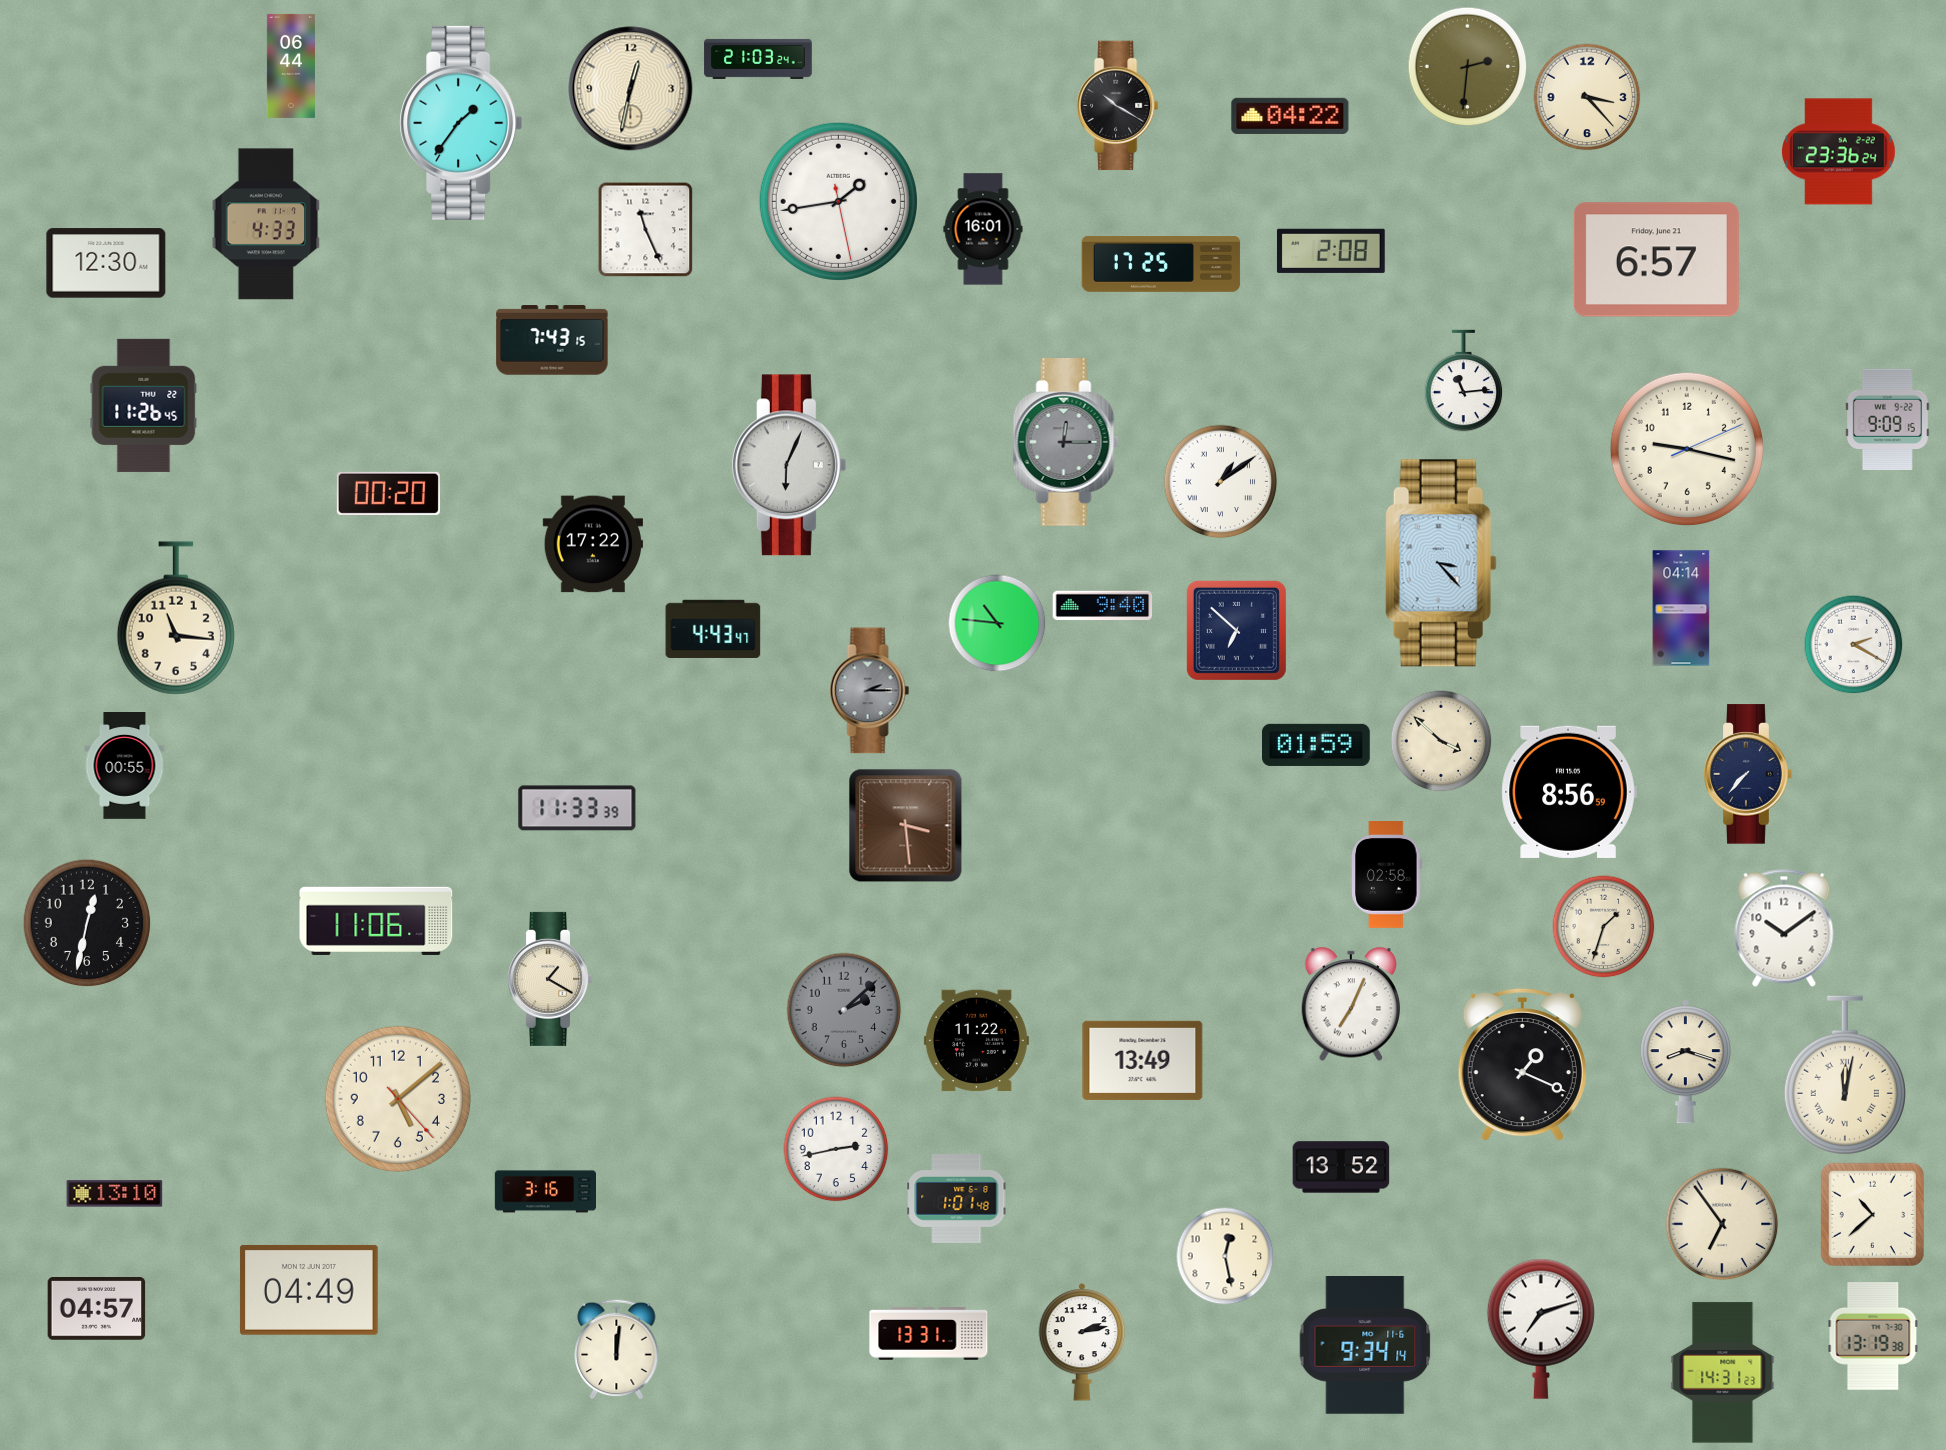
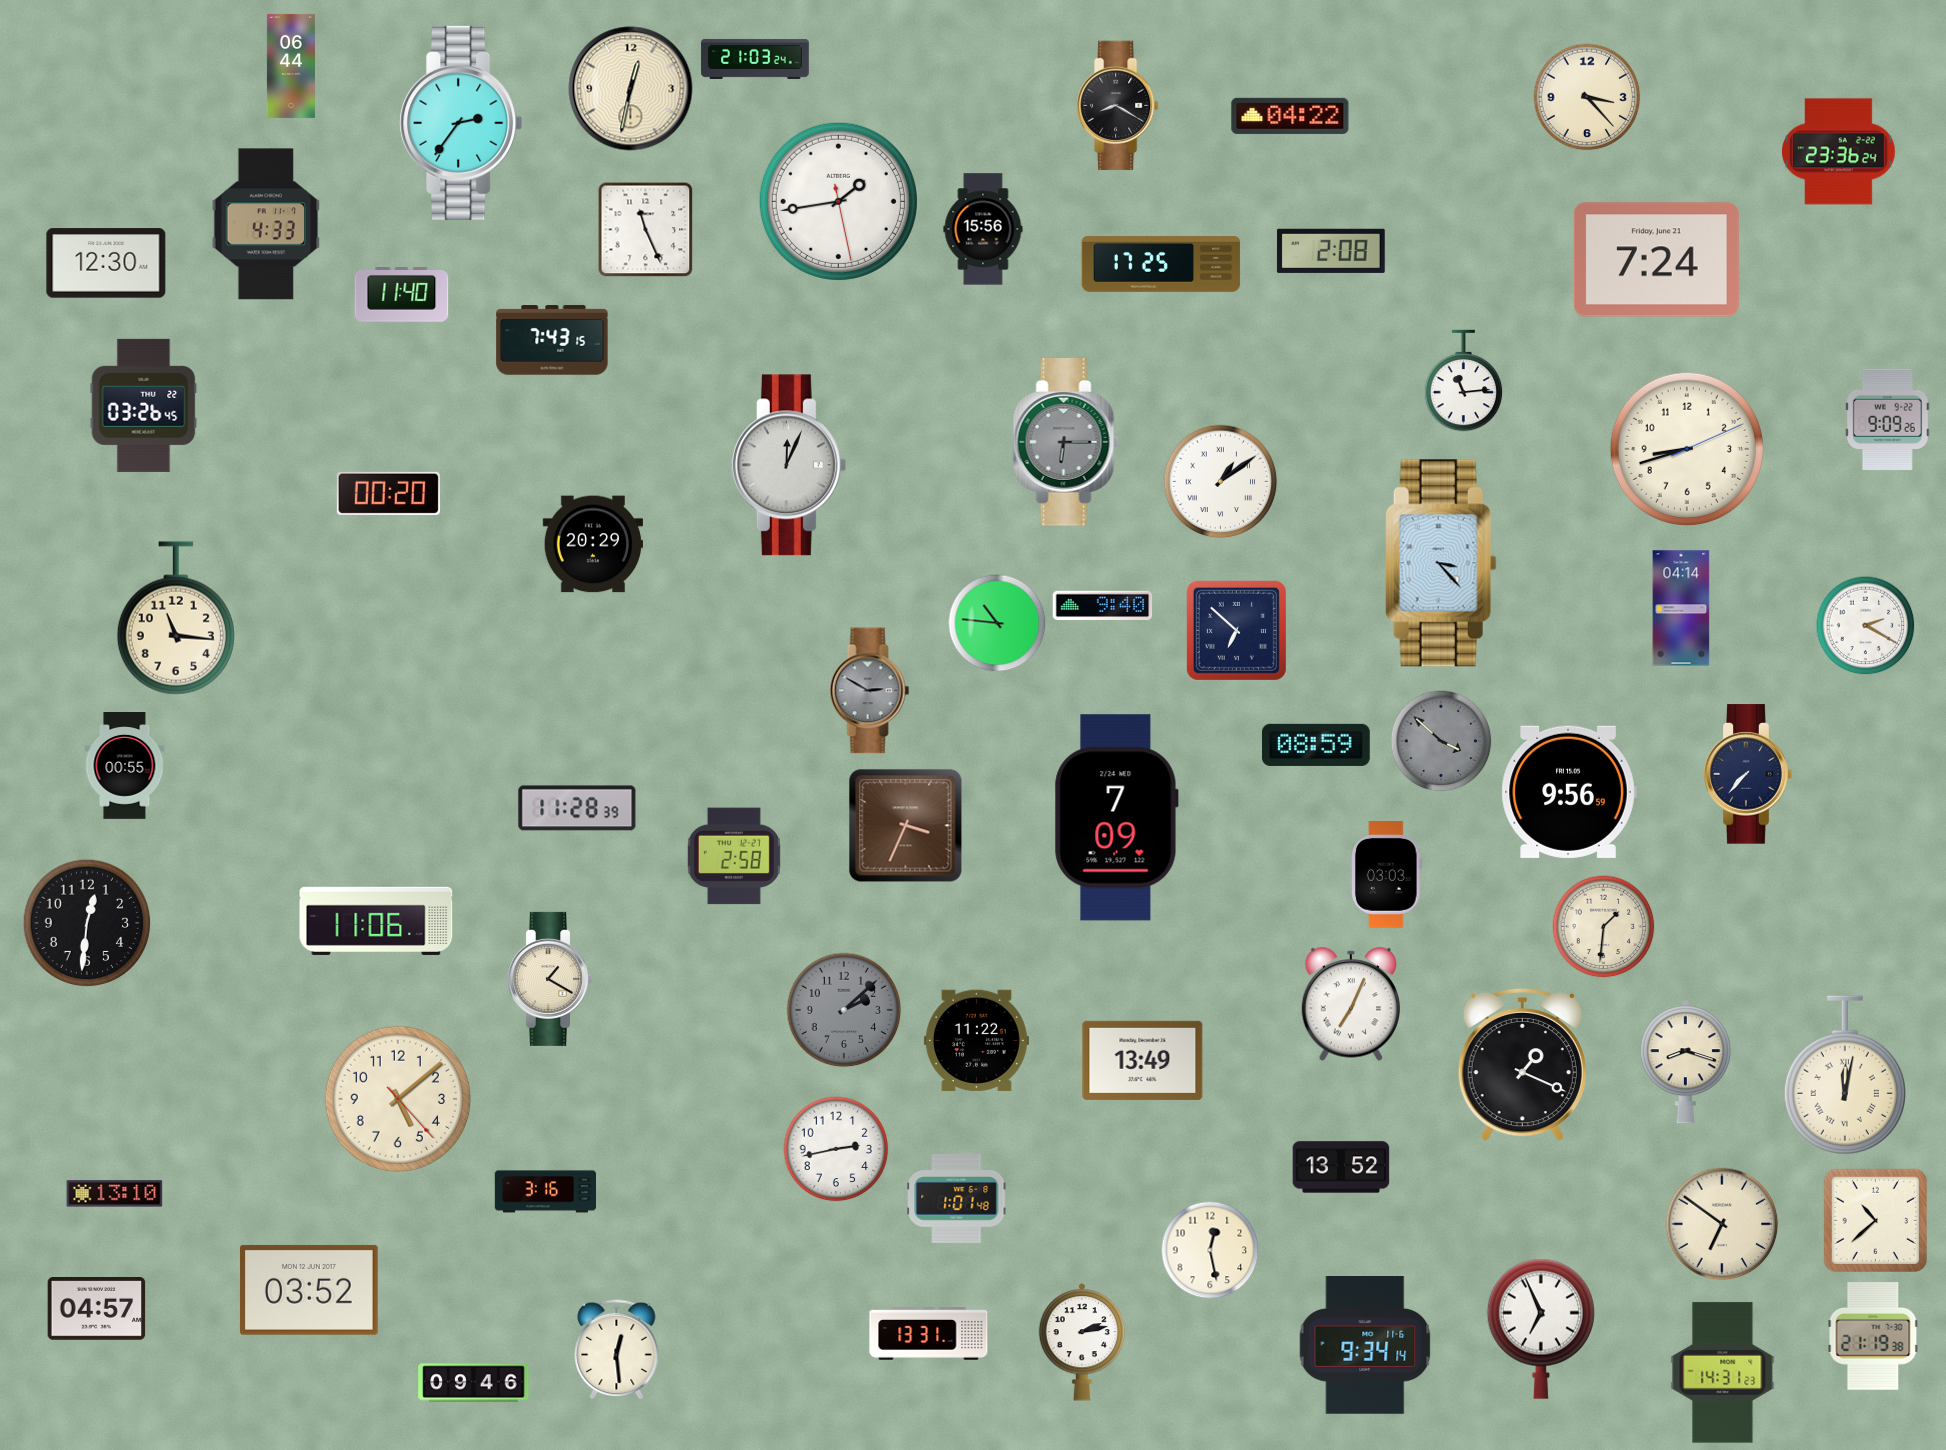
clock at (758, 59) position: (758, 59) -> (755, 59)
clock at (1468, 67): 2:31 -> none
clock at (1118, 106): 10:20 -> 8:20
clock at (461, 123): 1:36 -> 2:36
clock at (983, 229): 16:01 -> 15:56
clock at (1656, 260): 6:57 -> 7:24
clock at (402, 295): none -> 11:40
clock at (144, 405): 11:26 -> 03:26
clock at (1887, 419): 9:09:15 -> 9:09:26
clock at (1066, 443): 12:15 -> 6:15
clock at (1687, 449): 9:17 -> 8:42
clock at (789, 465): 6:04 -> 12:04
clock at (592, 544): 17:22 -> 20:29
clock at (713, 628): 4:43 -> none
clock at (1854, 645) position: (1854, 645) -> (1866, 626)
clock at (870, 691): 2:15 -> 2:50
clock at (1441, 741) dial: cream -> grey
clock at (1317, 745): 01:59 -> 08:59
clock at (1569, 792): 8:56 -> 9:56
clock at (577, 808): 11:33 -> 11:28
clock at (1116, 818): none -> 7:09
clock at (906, 826): 3:29 -> 3:34
clock at (734, 856): none -> 2:58
clock at (1387, 875): 02:58 -> 03:03
clock at (87, 923): 12:32 -> 12:31
clock at (1604, 927): 1:33 -> 1:31
clock at (1784, 928): 10:09 -> none
clock at (1872, 1214) position: (1872, 1214) -> (1875, 1220)
clock at (1722, 1224): 6:54 -> 6:51
clock at (1225, 1256) position: (1225, 1256) -> (1210, 1250)
clock at (309, 1290): 04:49 -> 03:52
clock at (1541, 1329): 7:12 -> 6:56
clock at (1873, 1337): 13:19 -> 21:19
clock at (617, 1349): 12:01 -> 12:29
clock at (474, 1383): none -> 09:46
